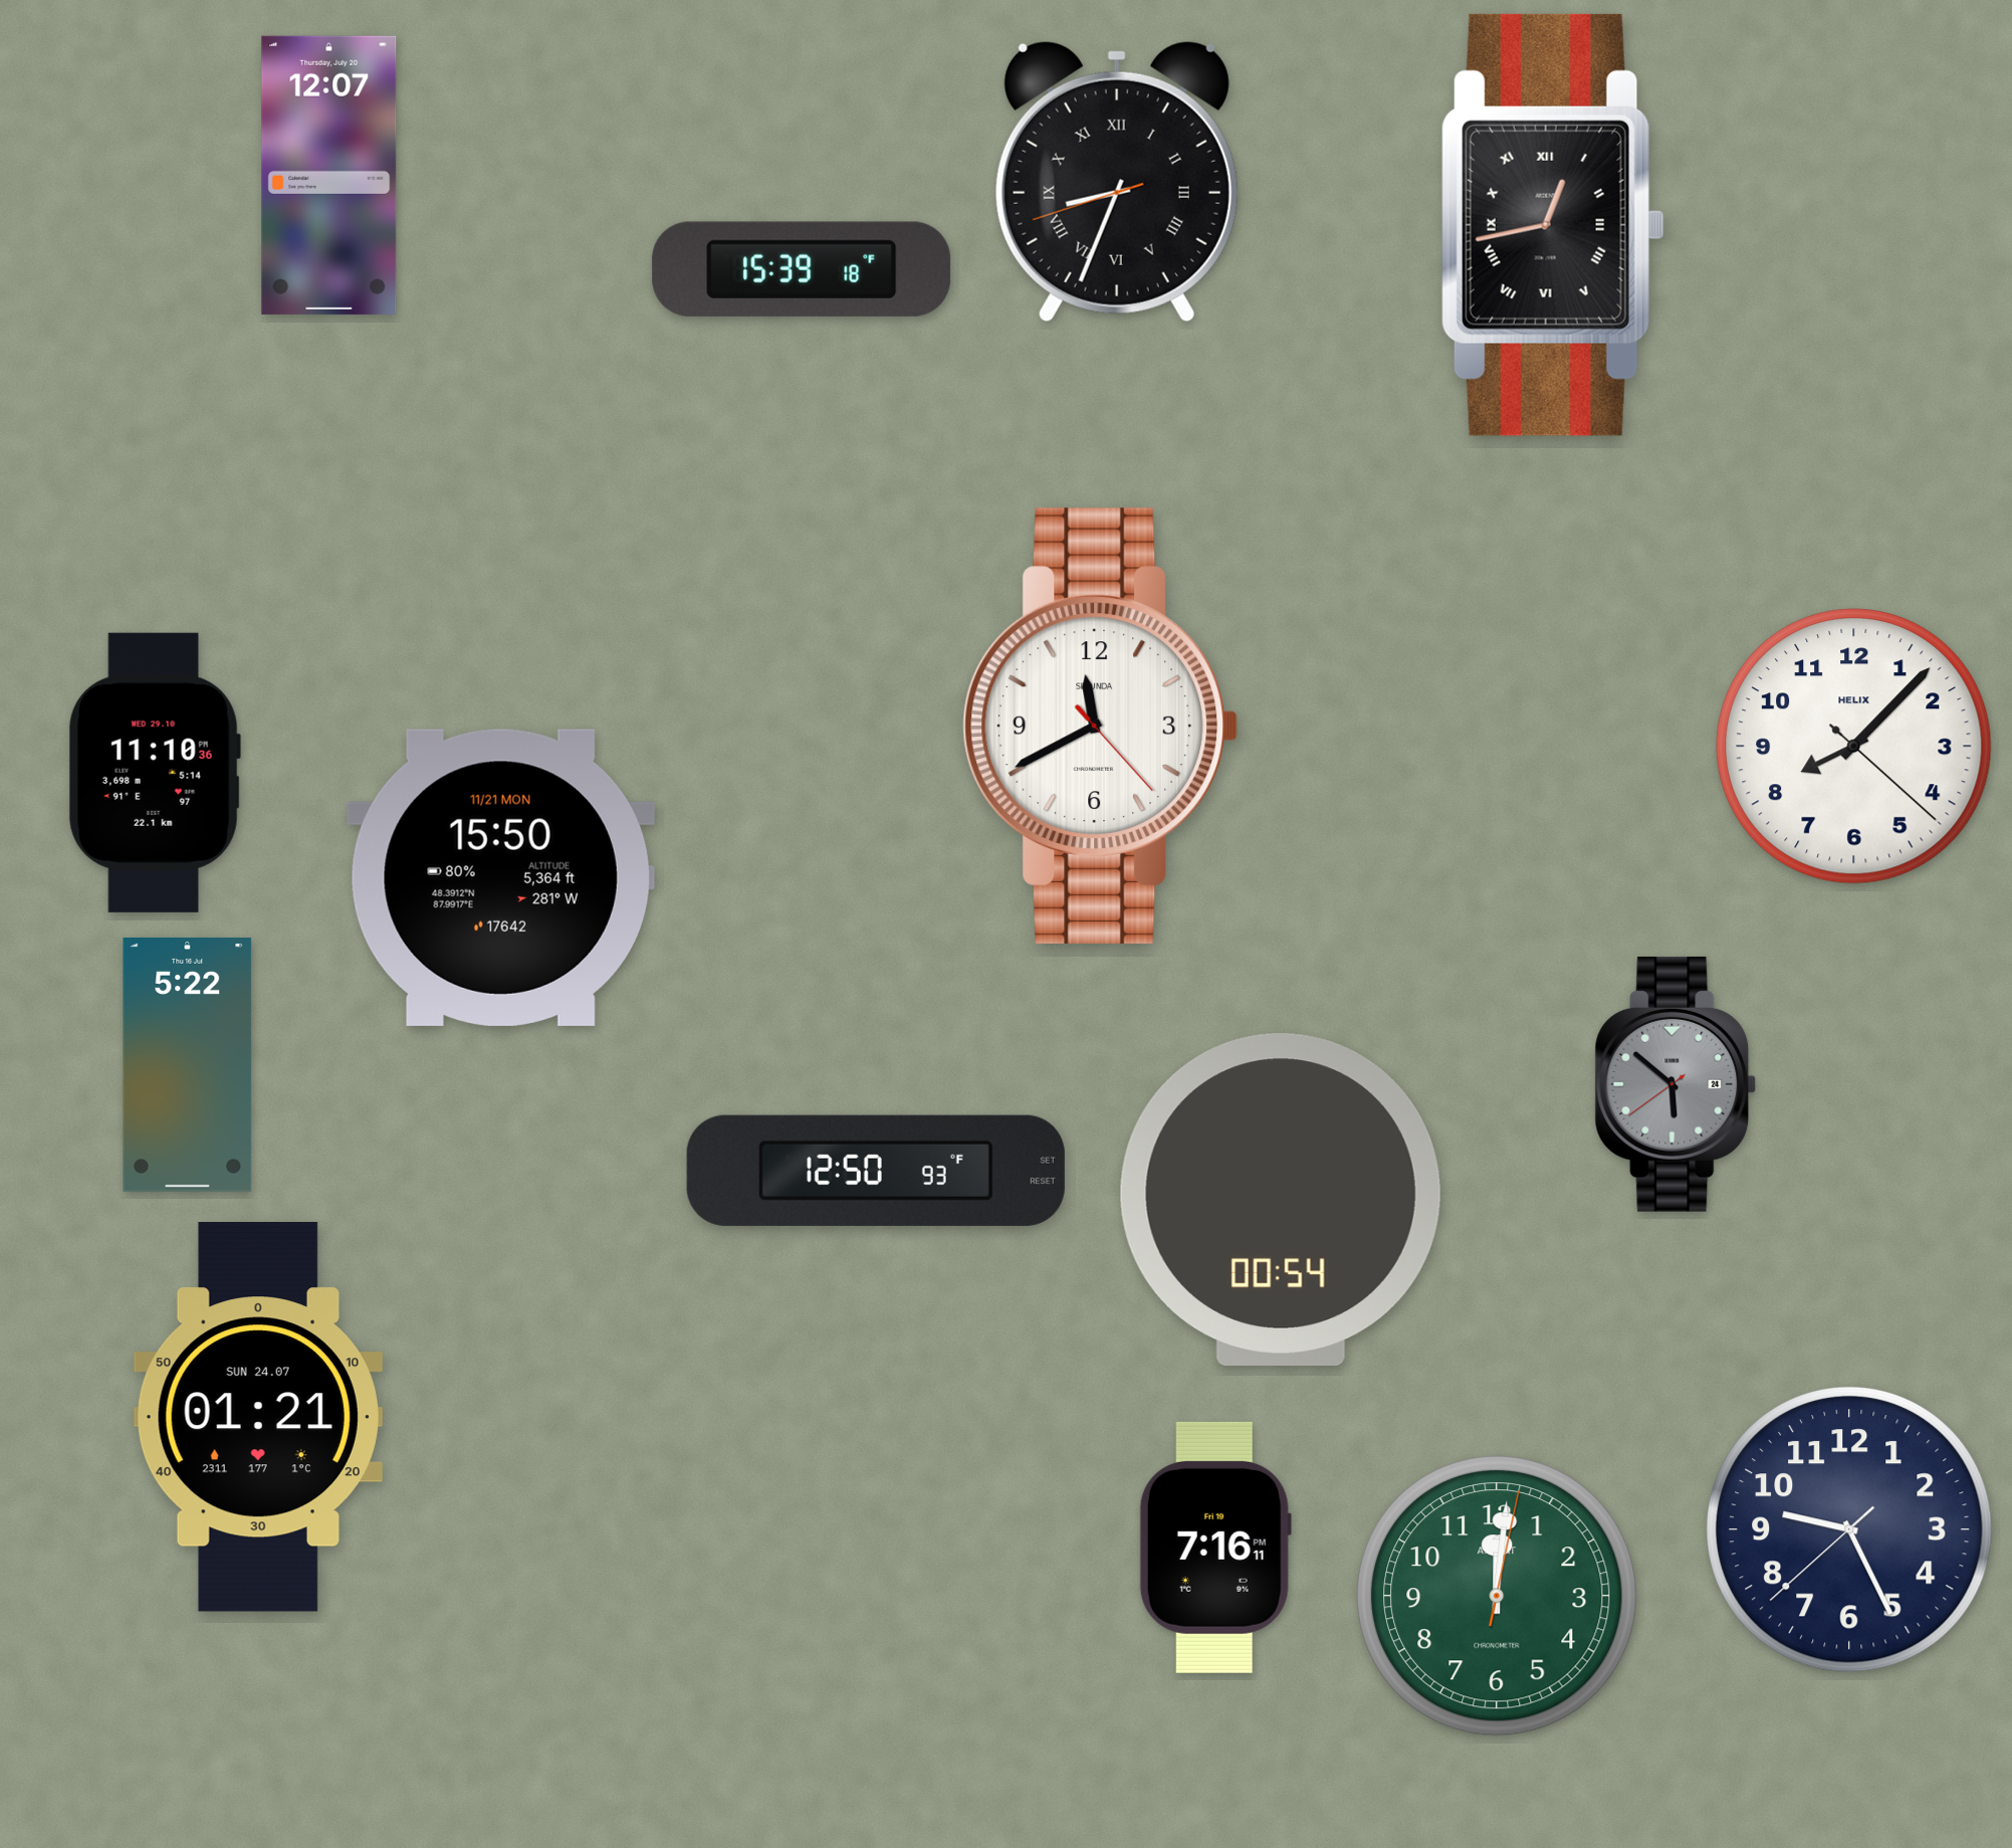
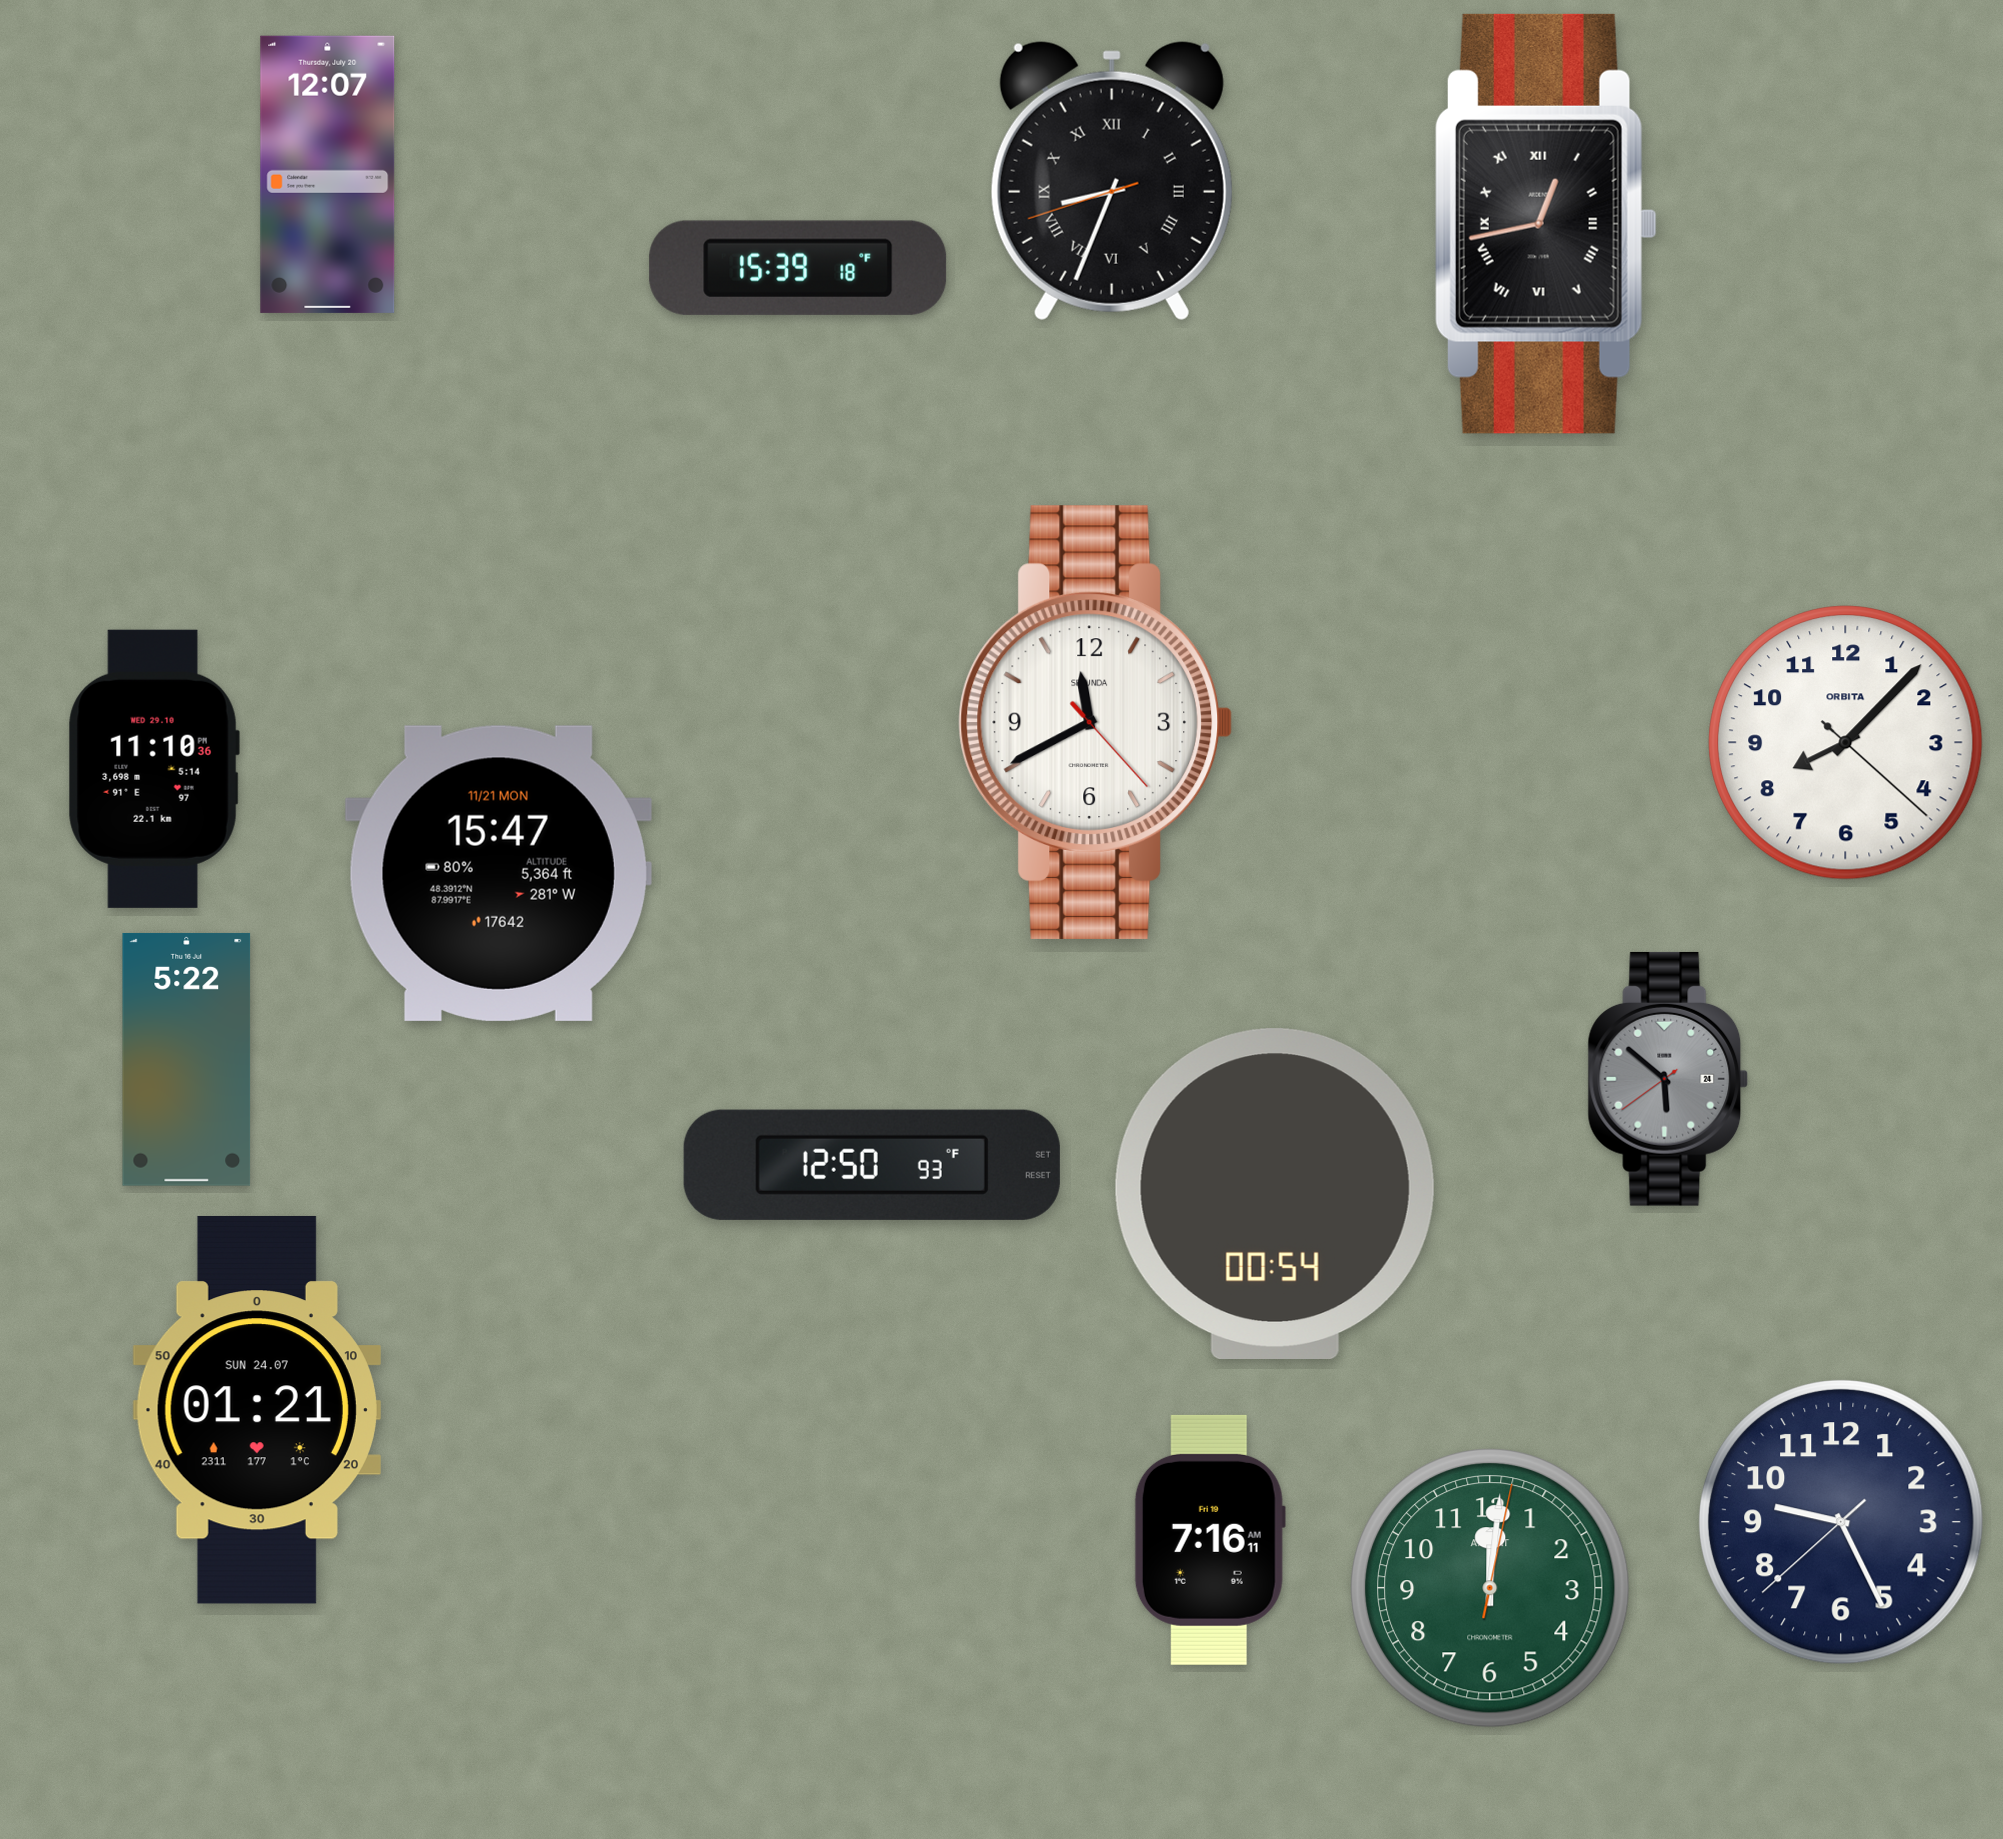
clock at (1854, 747) brand: HELIX -> ORBITA
clock at (500, 877): 15:50 -> 15:47
clock at (1215, 1548): 7:16:11 PM -> 7:16:11 AM
